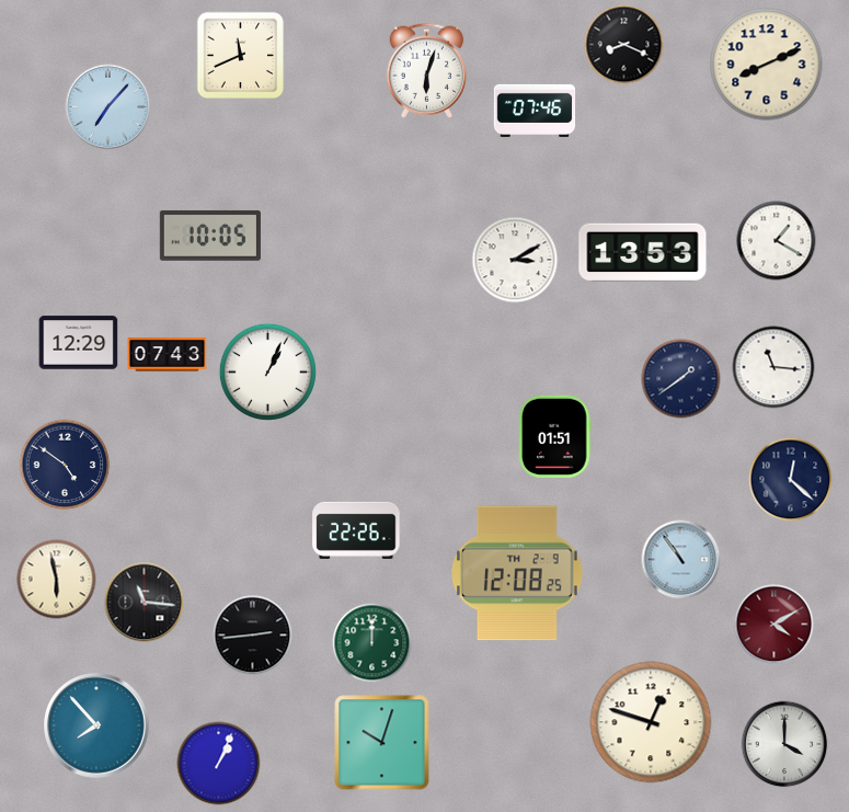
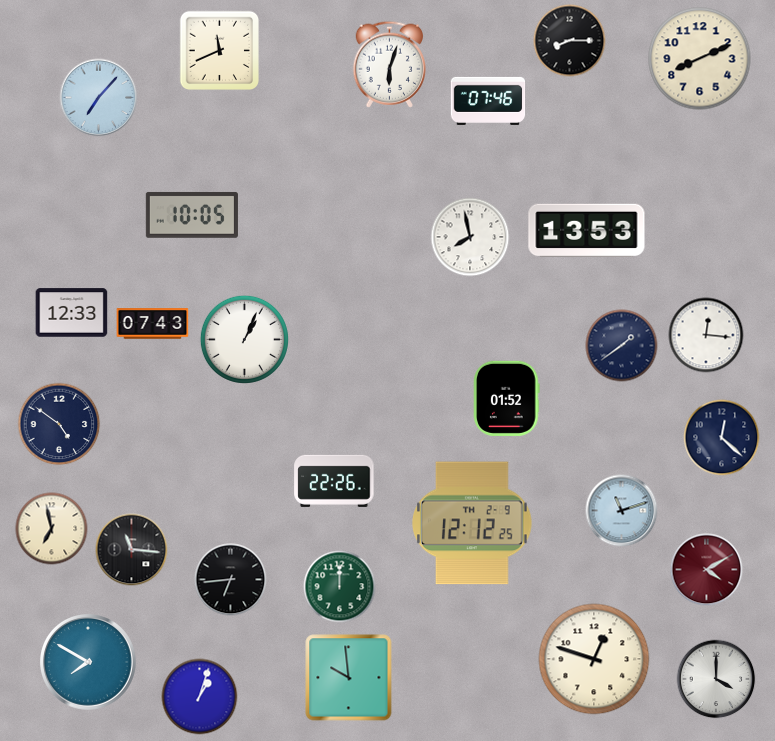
clock at (624, 45): 8:19 -> 8:15
clock at (777, 241): 1:20 -> none
clock at (515, 260): 3:10 -> 7:58
clock at (79, 343): 12:29 -> 12:33
clock at (773, 367): 11:16 -> 12:16
clock at (555, 436): 01:51 -> 01:52
clock at (356, 530) position: (356, 530) -> (334, 481)
clock at (681, 560): 10:54 -> 11:12
clock at (518, 573): 12:08 -> 12:12
clock at (57, 580): 5:58 -> 6:58
clock at (253, 636): 2:44 -> 6:44
clock at (97, 727): 7:53 -> 7:50
clock at (382, 743): 10:03 -> 9:59
clock at (219, 764): 1:04 -> 1:03
